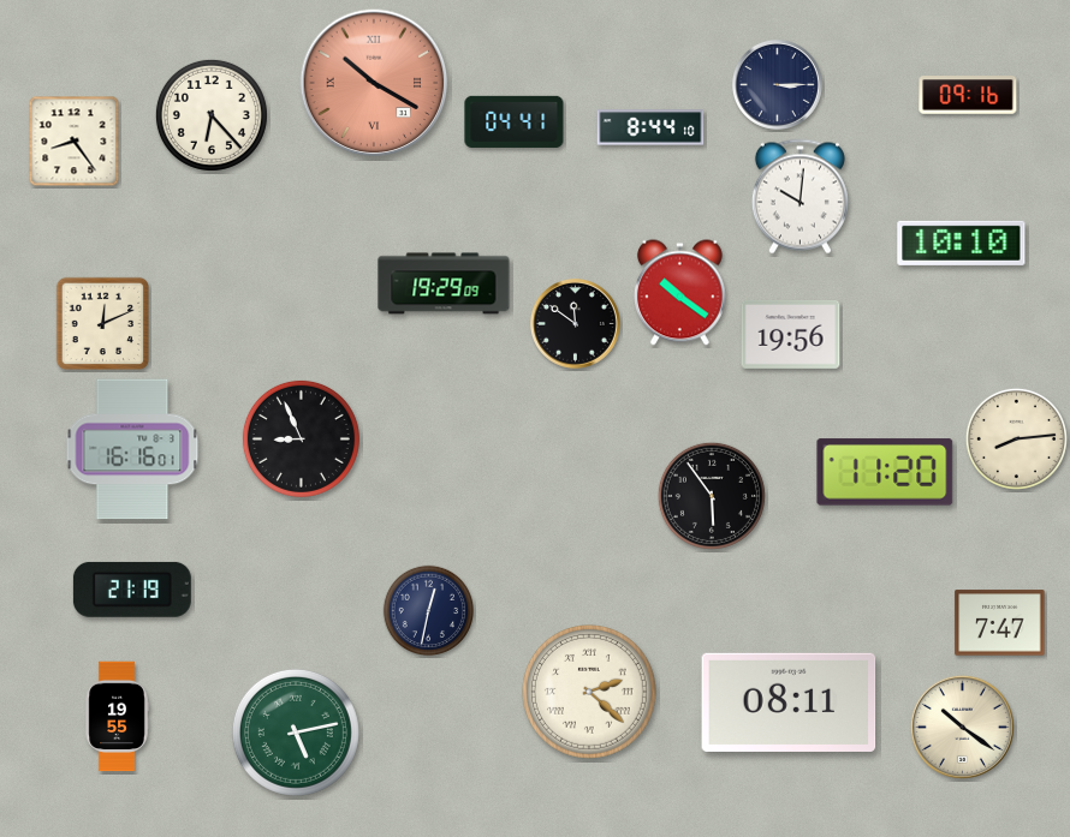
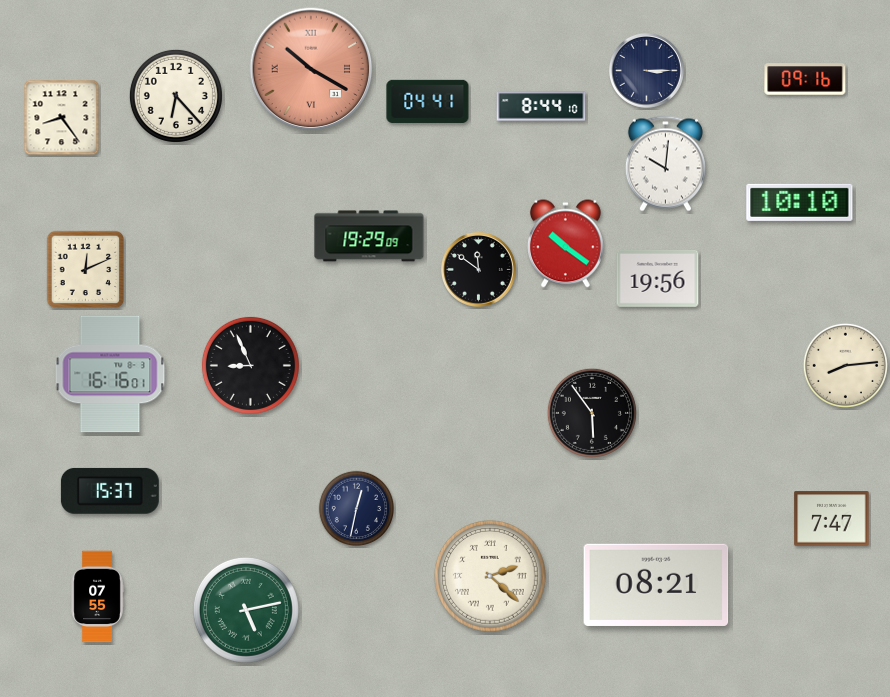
clock at (885, 472): 11:20 -> none
clock at (132, 590): 21:19 -> 15:37
clock at (789, 703): 08:11 -> 08:21
clock at (117, 717): 19:55 -> 07:55
clock at (962, 727): 10:21 -> none
